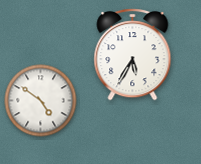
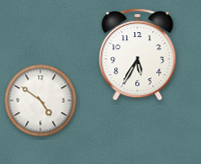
clock at (133, 55) position: (133, 55) -> (138, 55)
